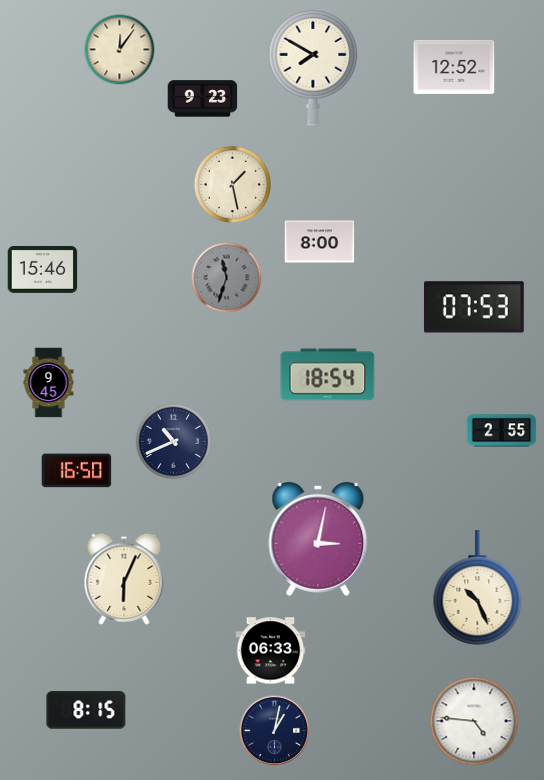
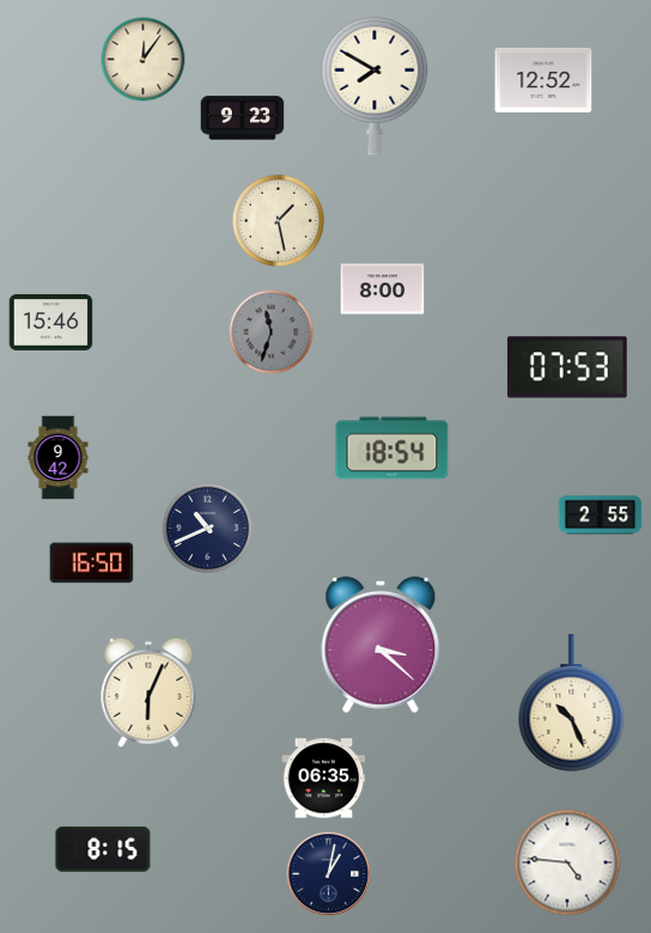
clock at (313, 68) position: (313, 68) -> (375, 86)
clock at (49, 383): 9:45 -> 9:42
clock at (318, 539): 3:02 -> 3:22
clock at (271, 651): 06:33 -> 06:35
